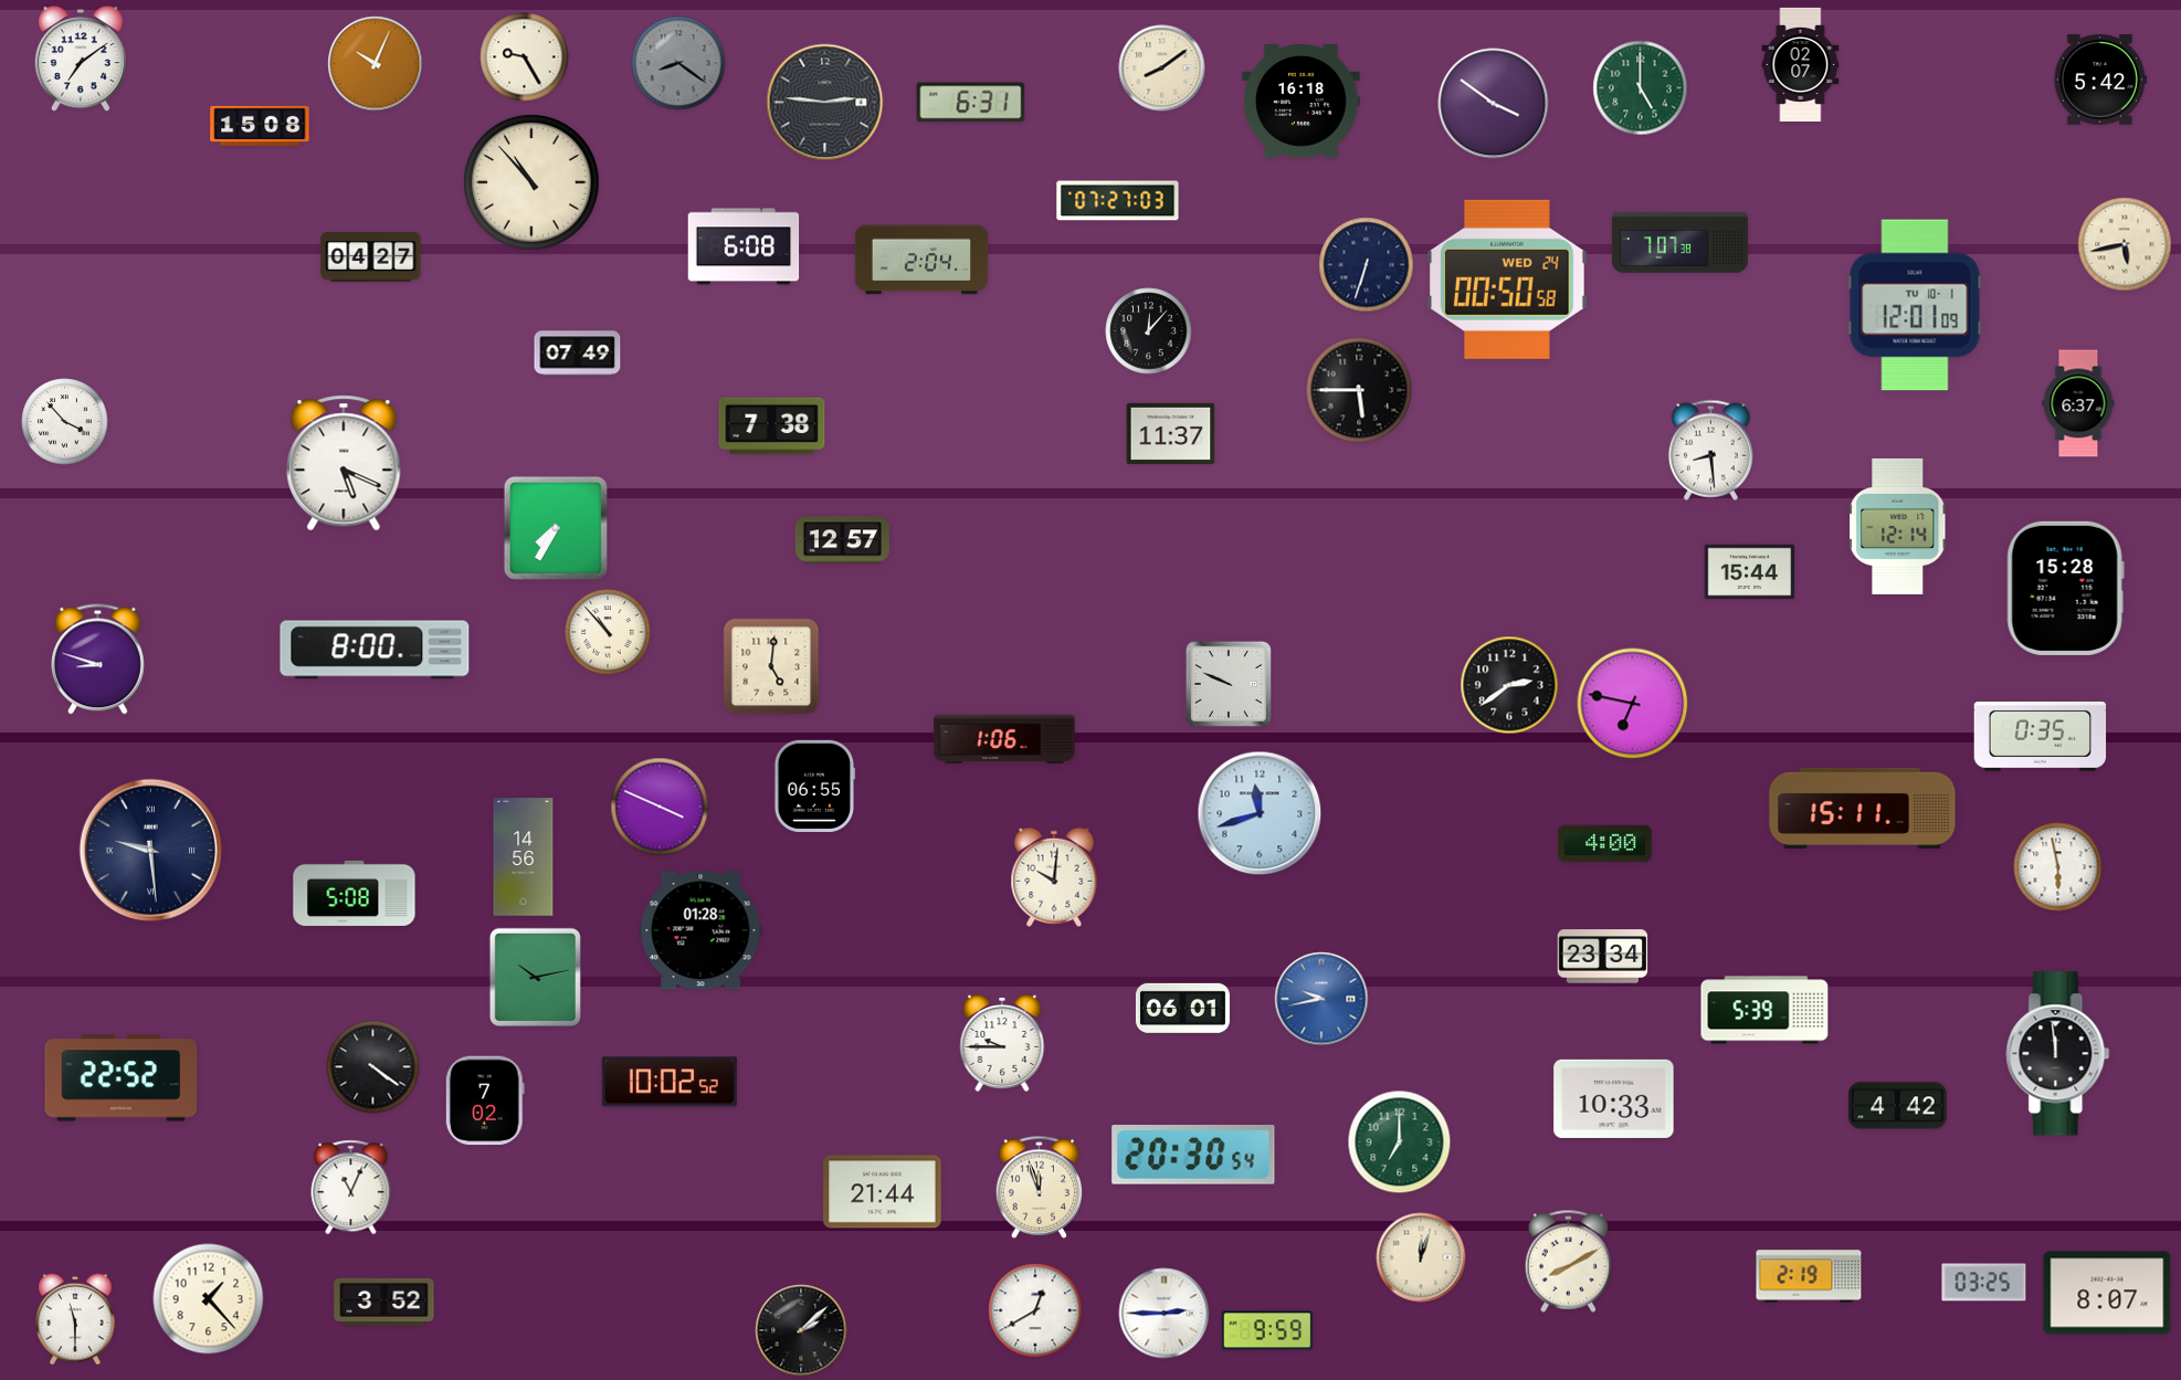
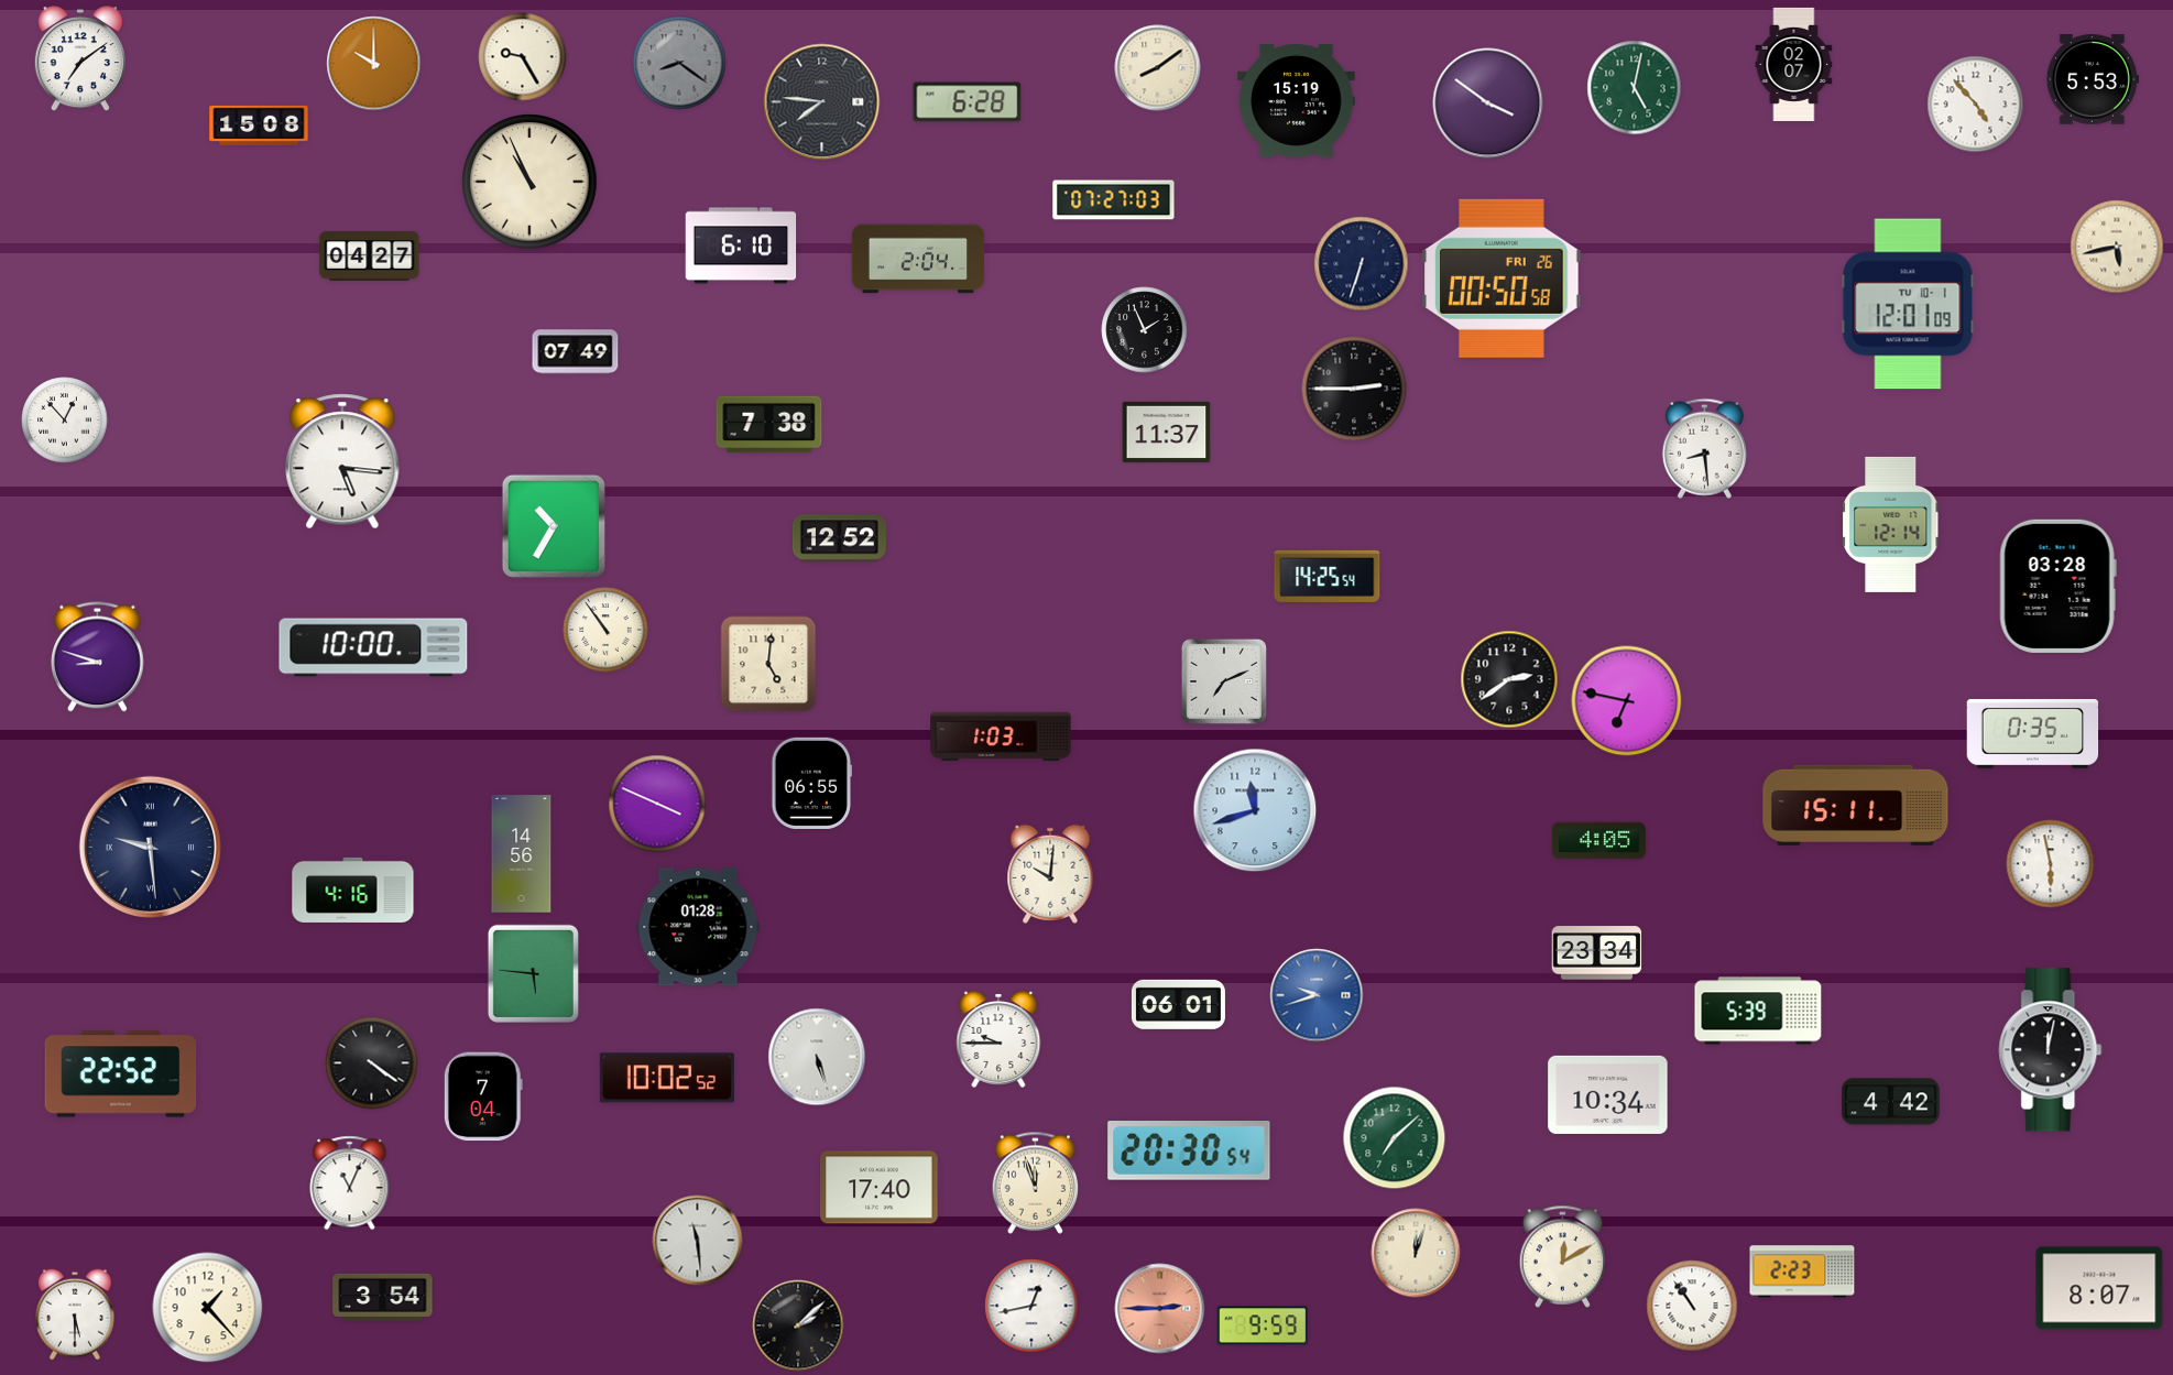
clock at (678, 63) position: (678, 63) -> (679, 63)
clock at (376, 64): 10:04 -> 10:00
clock at (2100, 80): 5:42 -> 5:53
clock at (1641, 88): 5:00 -> 5:02
clock at (1302, 102): 16:18 -> 15:19
clock at (825, 103): 2:46 -> 7:46
clock at (971, 103): 6:31 -> 6:28
clock at (1976, 105): none -> 4:53
clock at (531, 182): 10:53 -> 10:56
clock at (1679, 243): 7:07 -> none
clock at (2125, 244) position: (2125, 244) -> (2117, 247)
clock at (744, 246): 6:08 -> 6:10
clock at (1507, 280) date: WED 24 -> FRI 26
clock at (1149, 331): 12:07 -> 1:56
clock at (1359, 390): 5:45 -> 2:45
clock at (2078, 403): 6:37 -> none
clock at (65, 422): 3:53 -> 12:53
clock at (344, 463): 5:19 -> 5:16
clock at (556, 528): 7:35 -> 10:35
clock at (842, 540): 12:57 -> 12:52
clock at (1750, 572): 15:44 -> none
clock at (1328, 576): none -> 14:25
clock at (2065, 588): 15:28 -> 03:28
clock at (608, 632): 10:53 -> 10:54
clock at (375, 650): 8:00 -> 10:00
clock at (1229, 684): 9:49 -> 7:11
clock at (1509, 685) position: (1509, 685) -> (1509, 679)
clock at (1004, 738): 1:06 -> 1:03
clock at (1604, 844): 4:00 -> 4:05
clock at (355, 893): 5:08 -> 4:16
clock at (535, 977): 10:13 -> 5:46
clock at (1321, 999): 9:43 -> 9:42
clock at (1764, 1010) position: (1764, 1010) -> (1758, 1011)
clock at (2058, 1054): 11:59 -> 12:02
clock at (817, 1057): none -> 5:27
clock at (1614, 1098): 10:33 -> 10:34
clock at (485, 1100): 7:02 -> 7:04
clock at (1400, 1142): 7:00 -> 7:08
clock at (883, 1192): 21:44 -> 17:40
clock at (698, 1241): none -> 11:29
clock at (1569, 1261): 8:10 -> 12:10
clock at (1809, 1276): 2:19 -> 2:23
clock at (1984, 1283): 03:25 -> none
clock at (209, 1299) position: (209, 1299) -> (208, 1308)
clock at (384, 1302): 3:52 -> 3:54
clock at (1035, 1310): 12:40 -> 12:43
clock at (1692, 1306): none -> 10:54
clock at (1165, 1314) dial: white -> salmon
clock at (76, 1319): 11:30 -> 5:30
